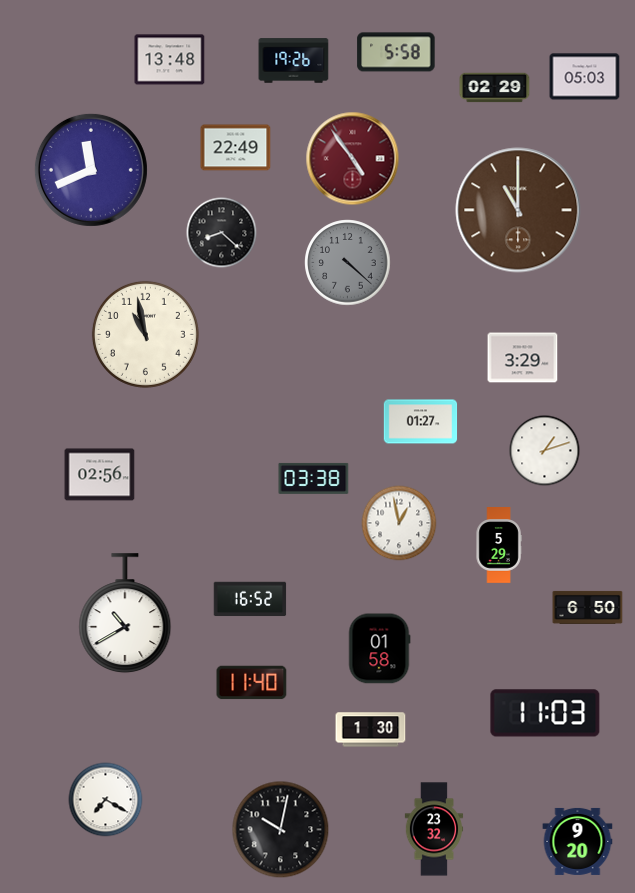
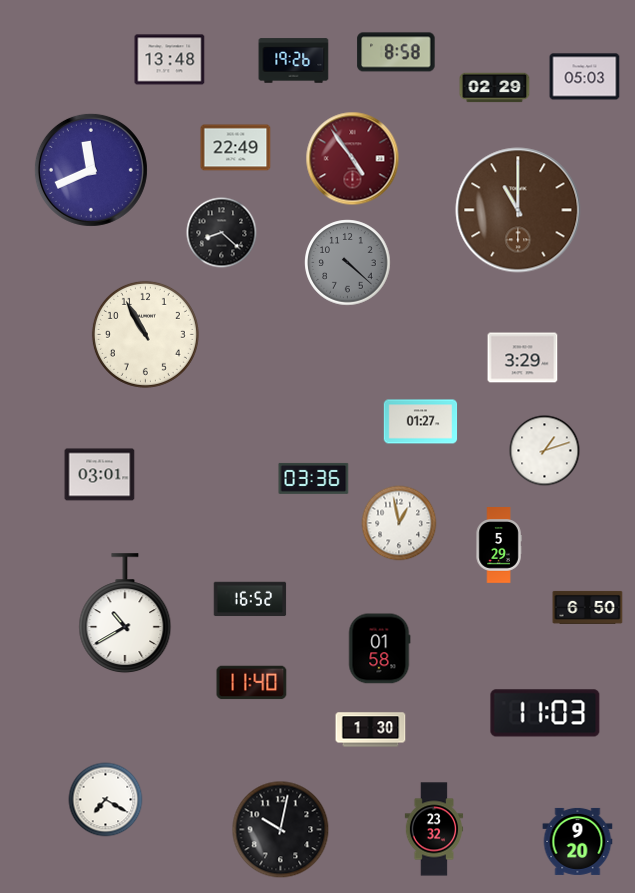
clock at (396, 52): 5:58 -> 8:58
clock at (145, 334): 10:58 -> 10:55
clock at (100, 475): 02:56 -> 03:01
clock at (314, 478): 03:38 -> 03:36
